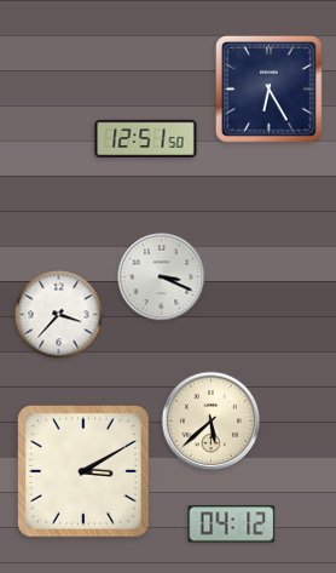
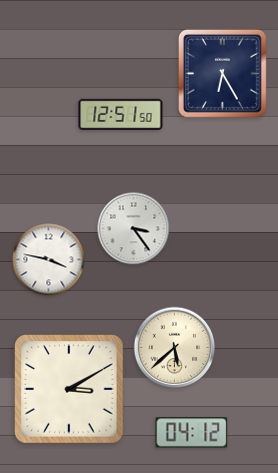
clock at (162, 277): 3:19 -> 3:24
clock at (59, 315): 3:37 -> 3:47
